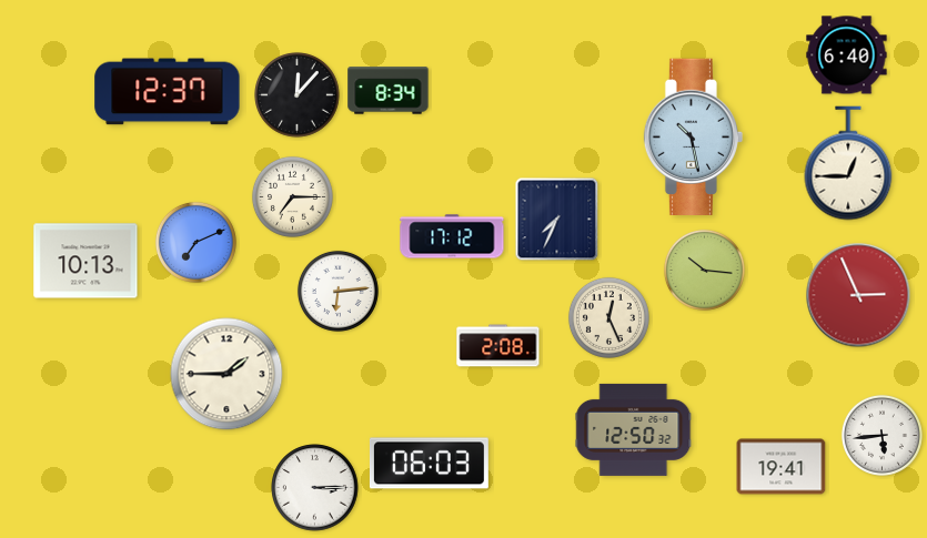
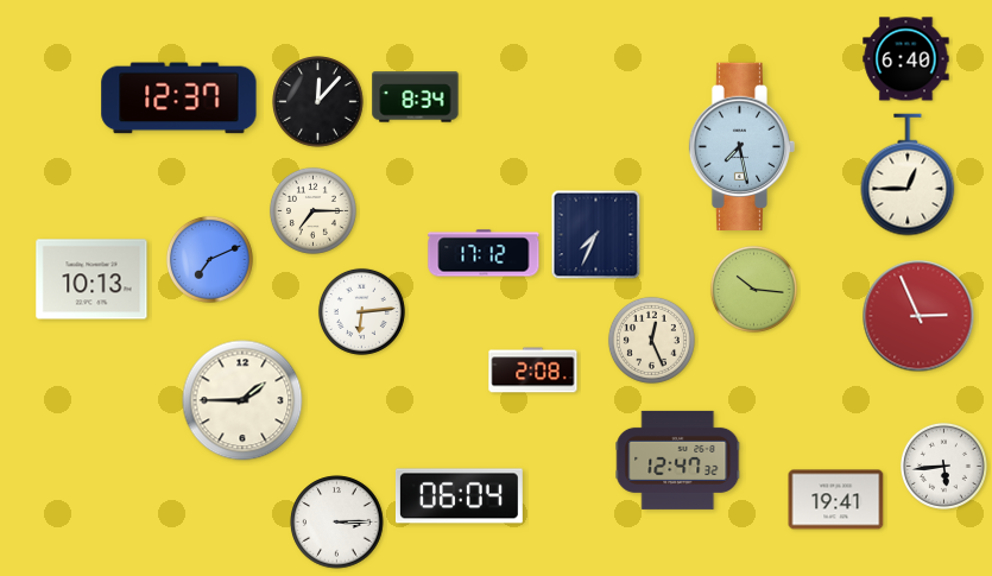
clock at (694, 136): 10:28 -> 7:28
clock at (634, 429): 12:50 -> 12:47
clock at (429, 464): 06:03 -> 06:04
